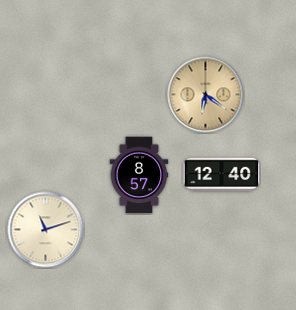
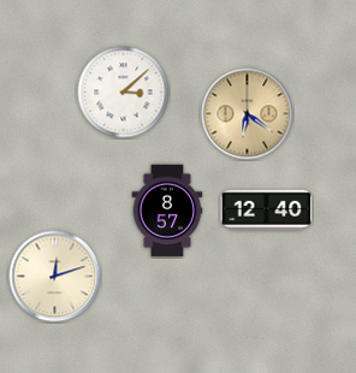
clock at (124, 93): none -> 3:08
clock at (46, 230): 11:12 -> 12:12
